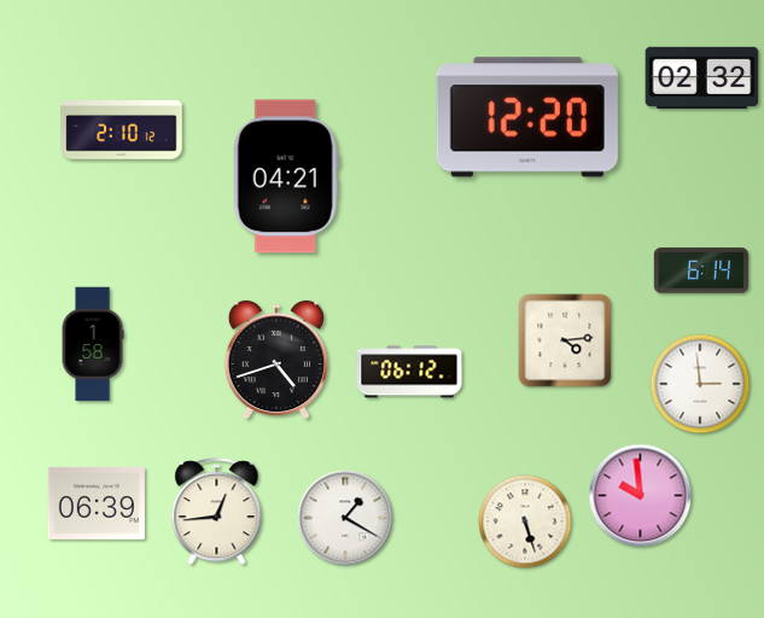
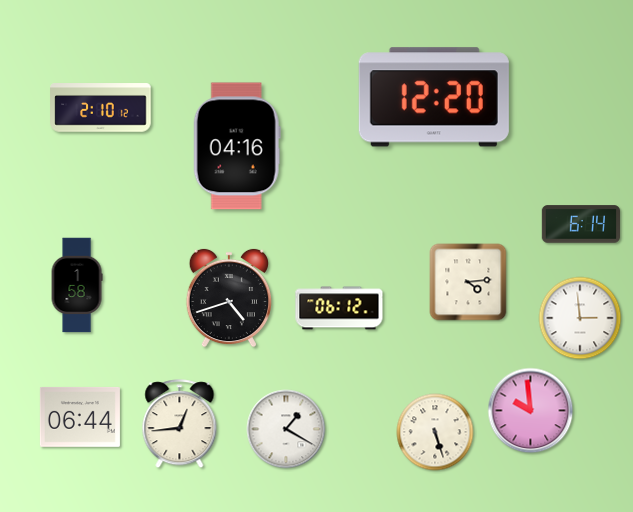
clock at (702, 77): 02:32 -> none
clock at (527, 117) position: (527, 117) -> (434, 97)
clock at (286, 176): 04:21 -> 04:16
clock at (97, 503): 06:39 -> 06:44
